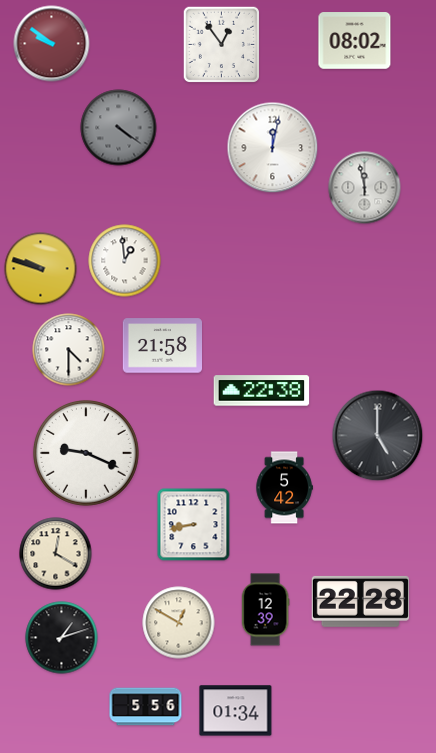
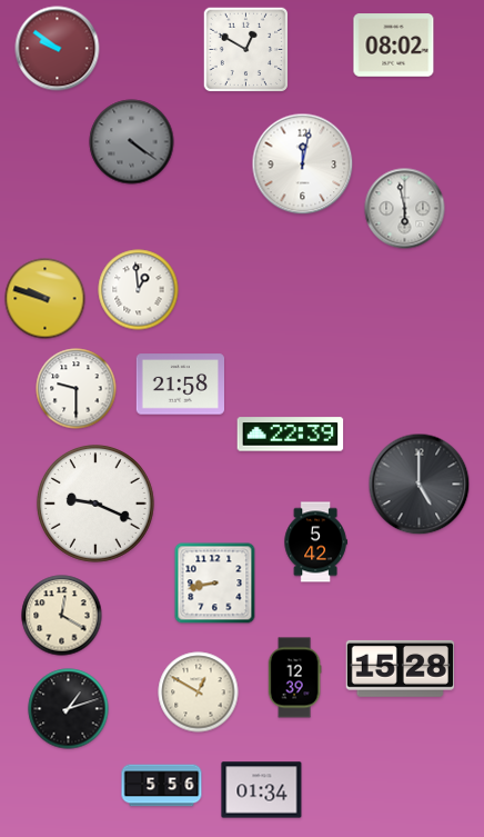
clock at (222, 45): 12:54 -> 12:50
clock at (365, 188): 11:58 -> 5:58
clock at (69, 350): 4:30 -> 9:30
clock at (262, 391): 22:38 -> 22:39
clock at (360, 601): 22:28 -> 15:28
